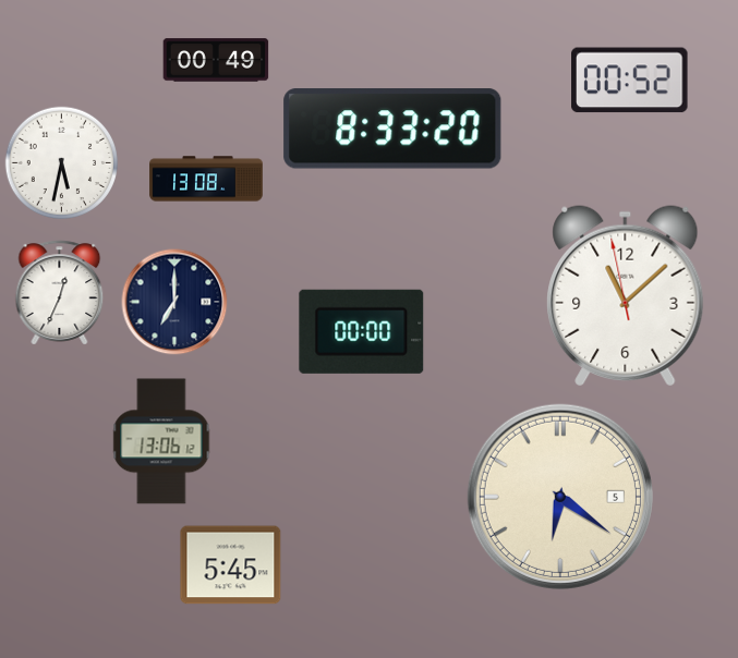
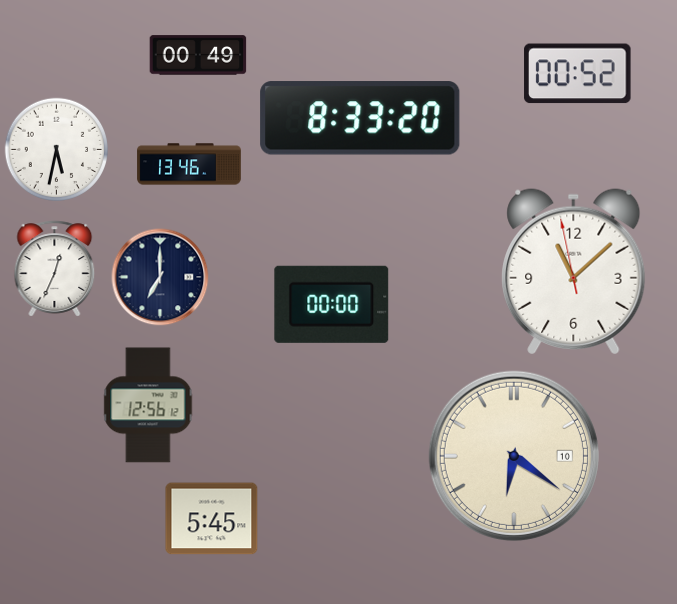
clock at (206, 179): 13:08 -> 13:46
clock at (161, 441): 13:06 -> 12:56
clock at (560, 497) date: 5 -> 10
